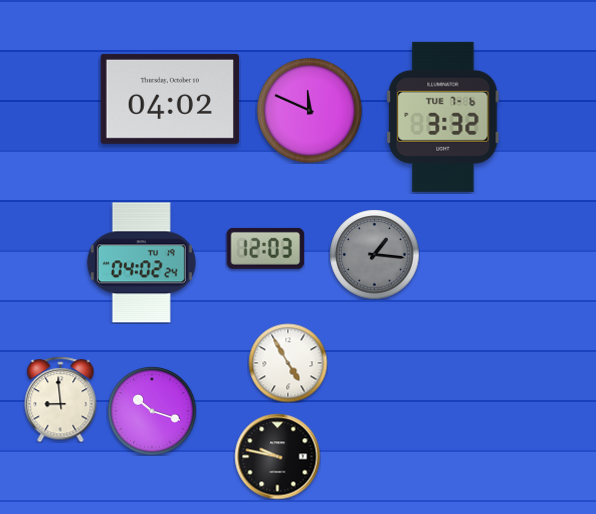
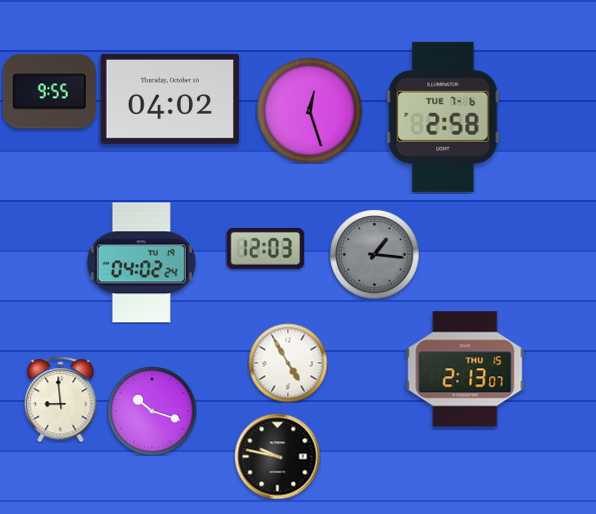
clock at (49, 92): none -> 9:55
clock at (309, 110): 11:49 -> 12:27
clock at (443, 117): 3:32 -> 2:58
clock at (465, 369): none -> 2:13
